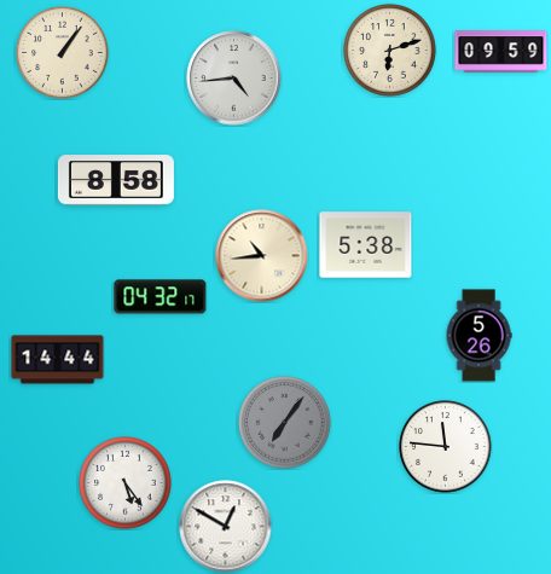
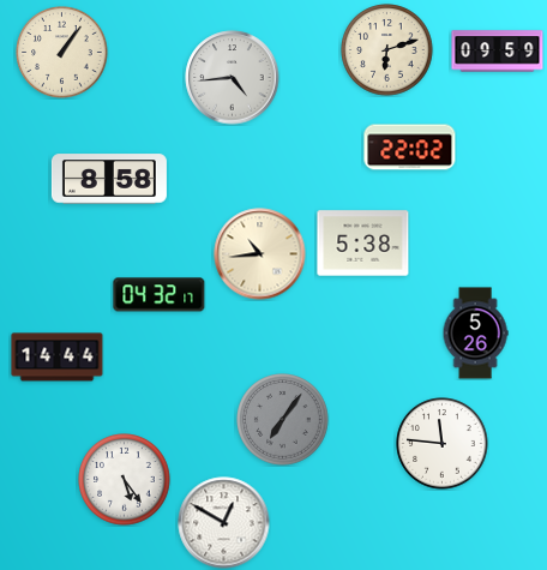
clock at (410, 148): none -> 22:02
clock at (116, 180) position: (116, 180) -> (109, 179)
